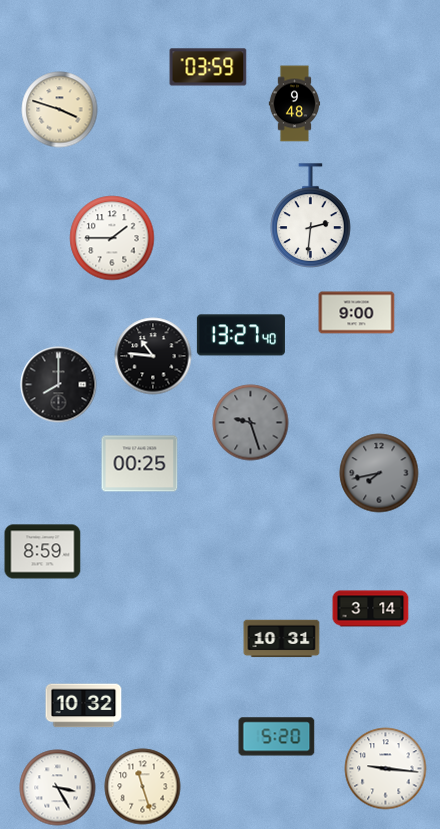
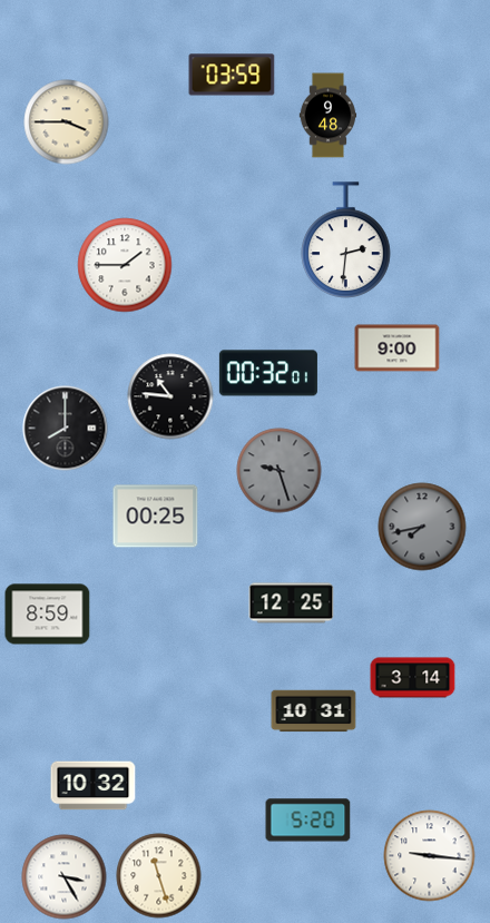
clock at (60, 110): 3:48 -> 3:45
clock at (241, 335): 13:27 -> 00:32
clock at (292, 603): none -> 12:25
